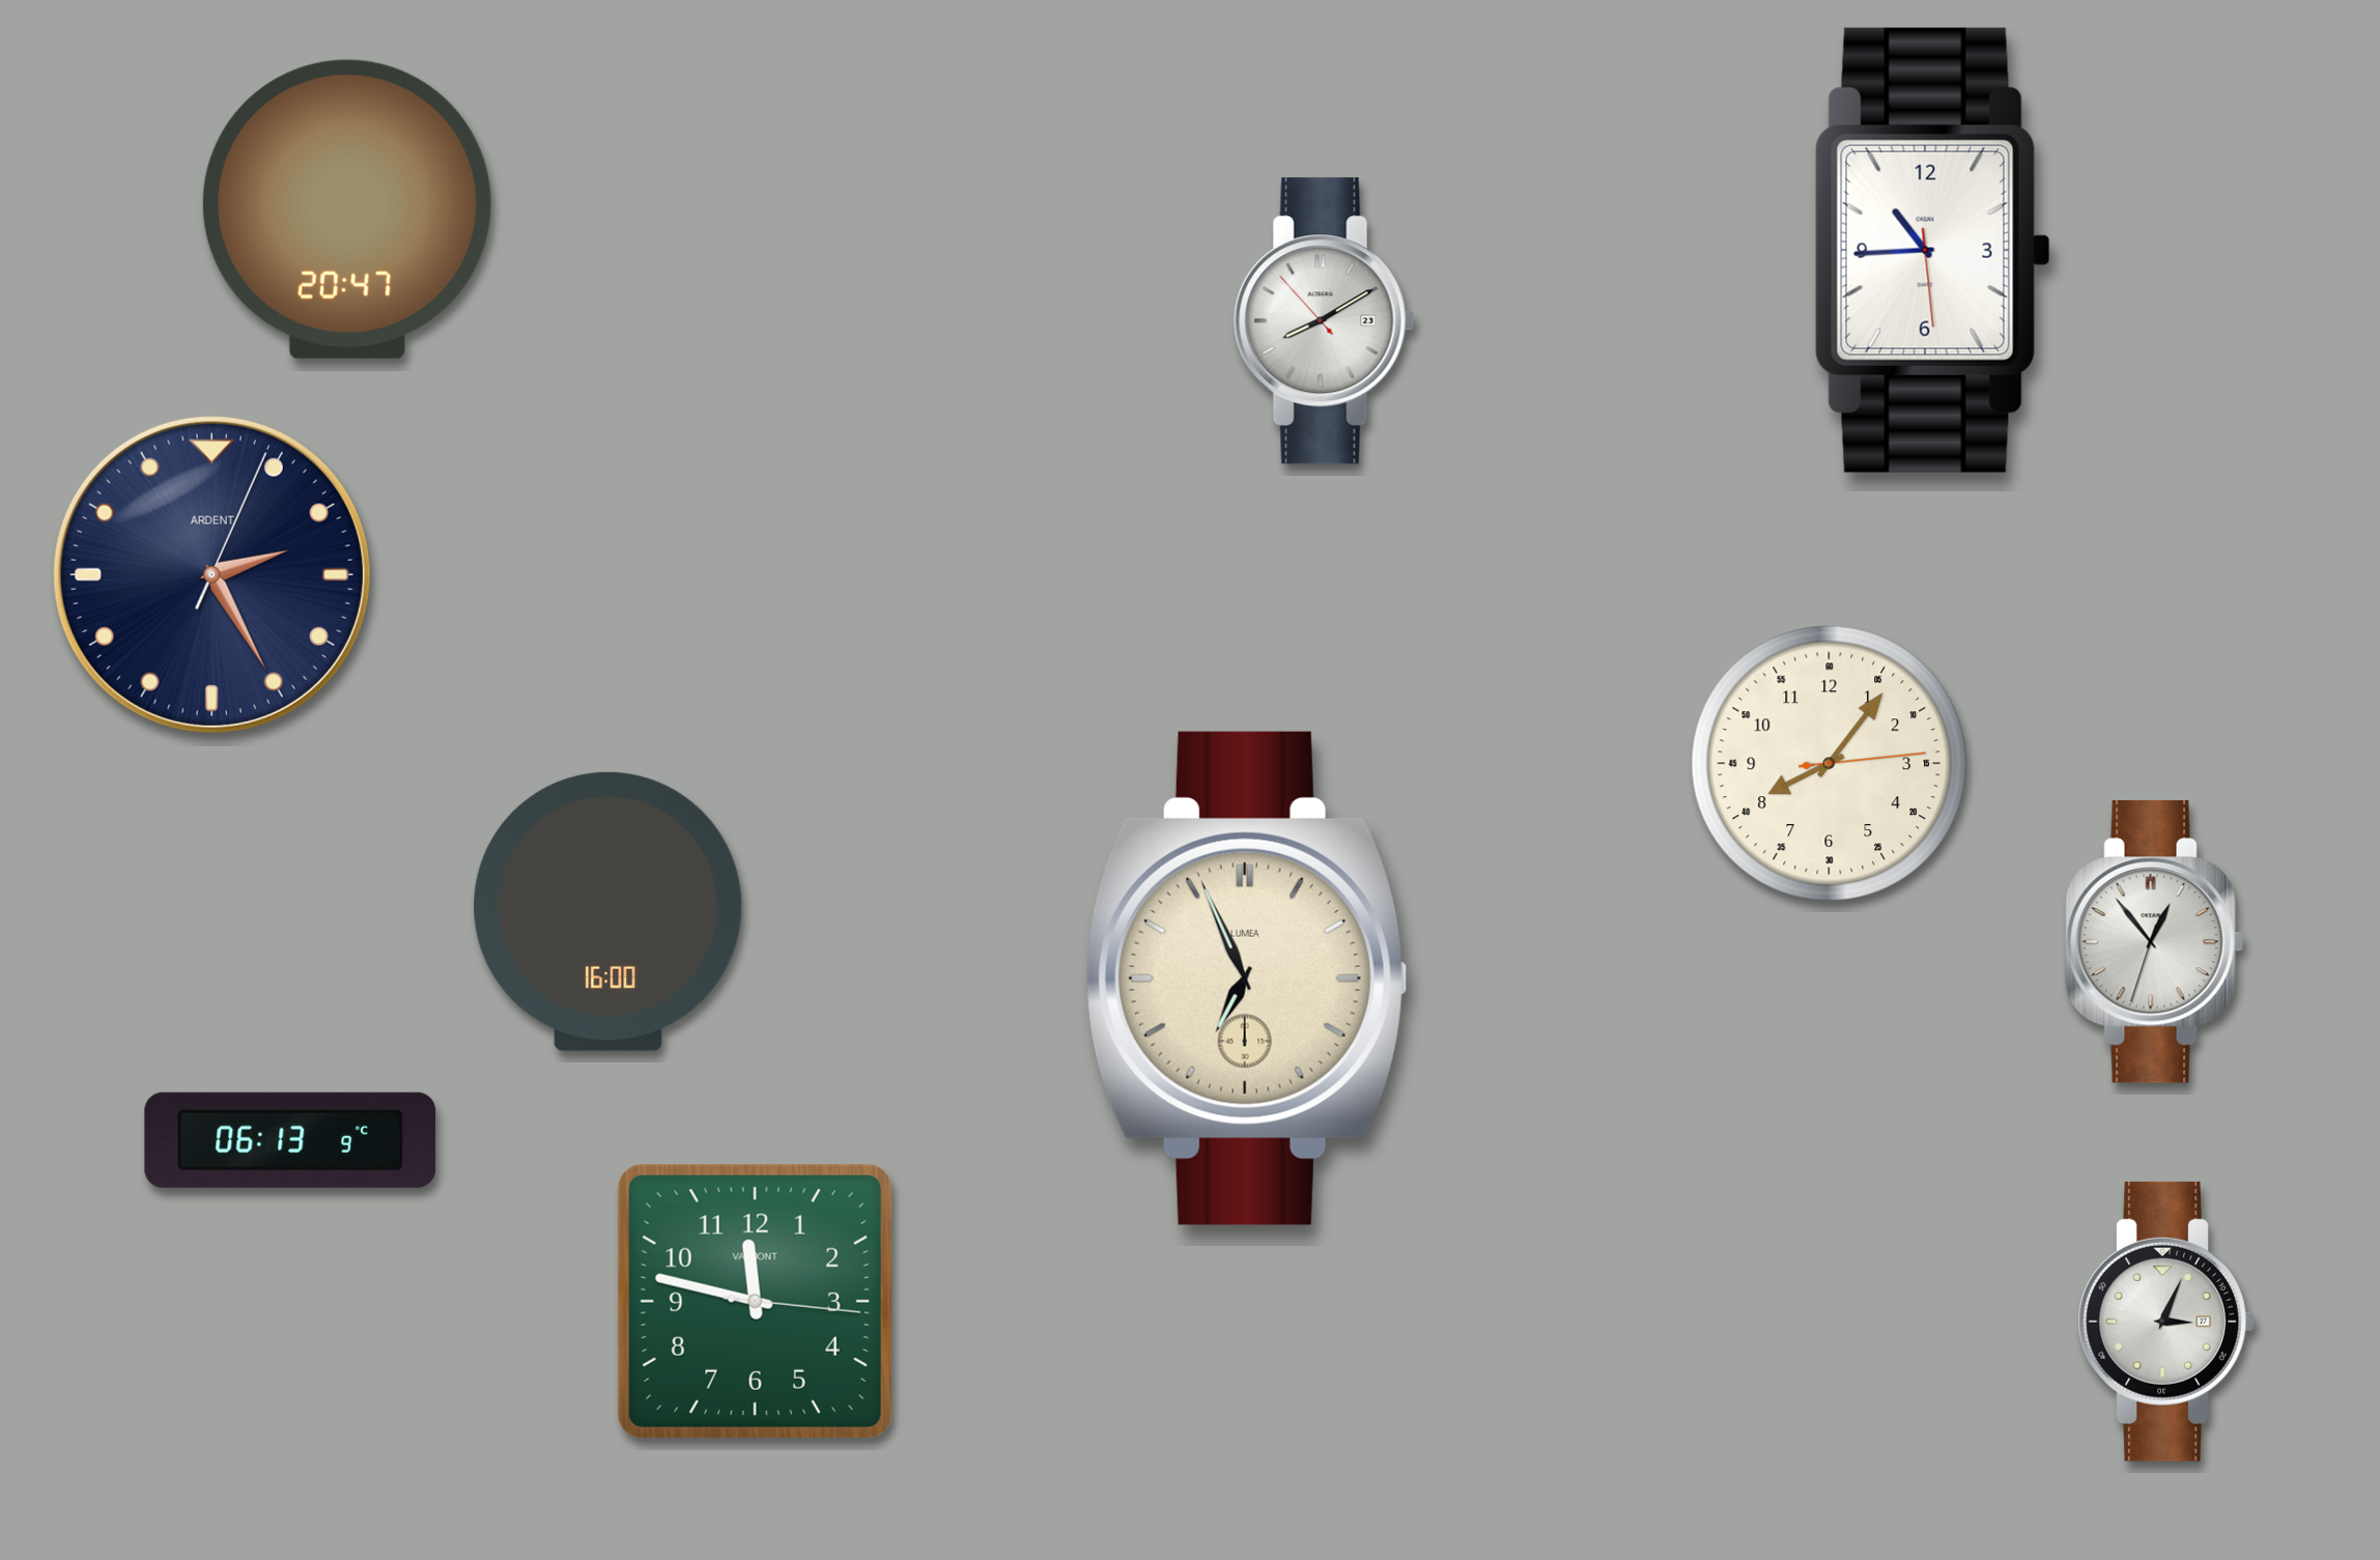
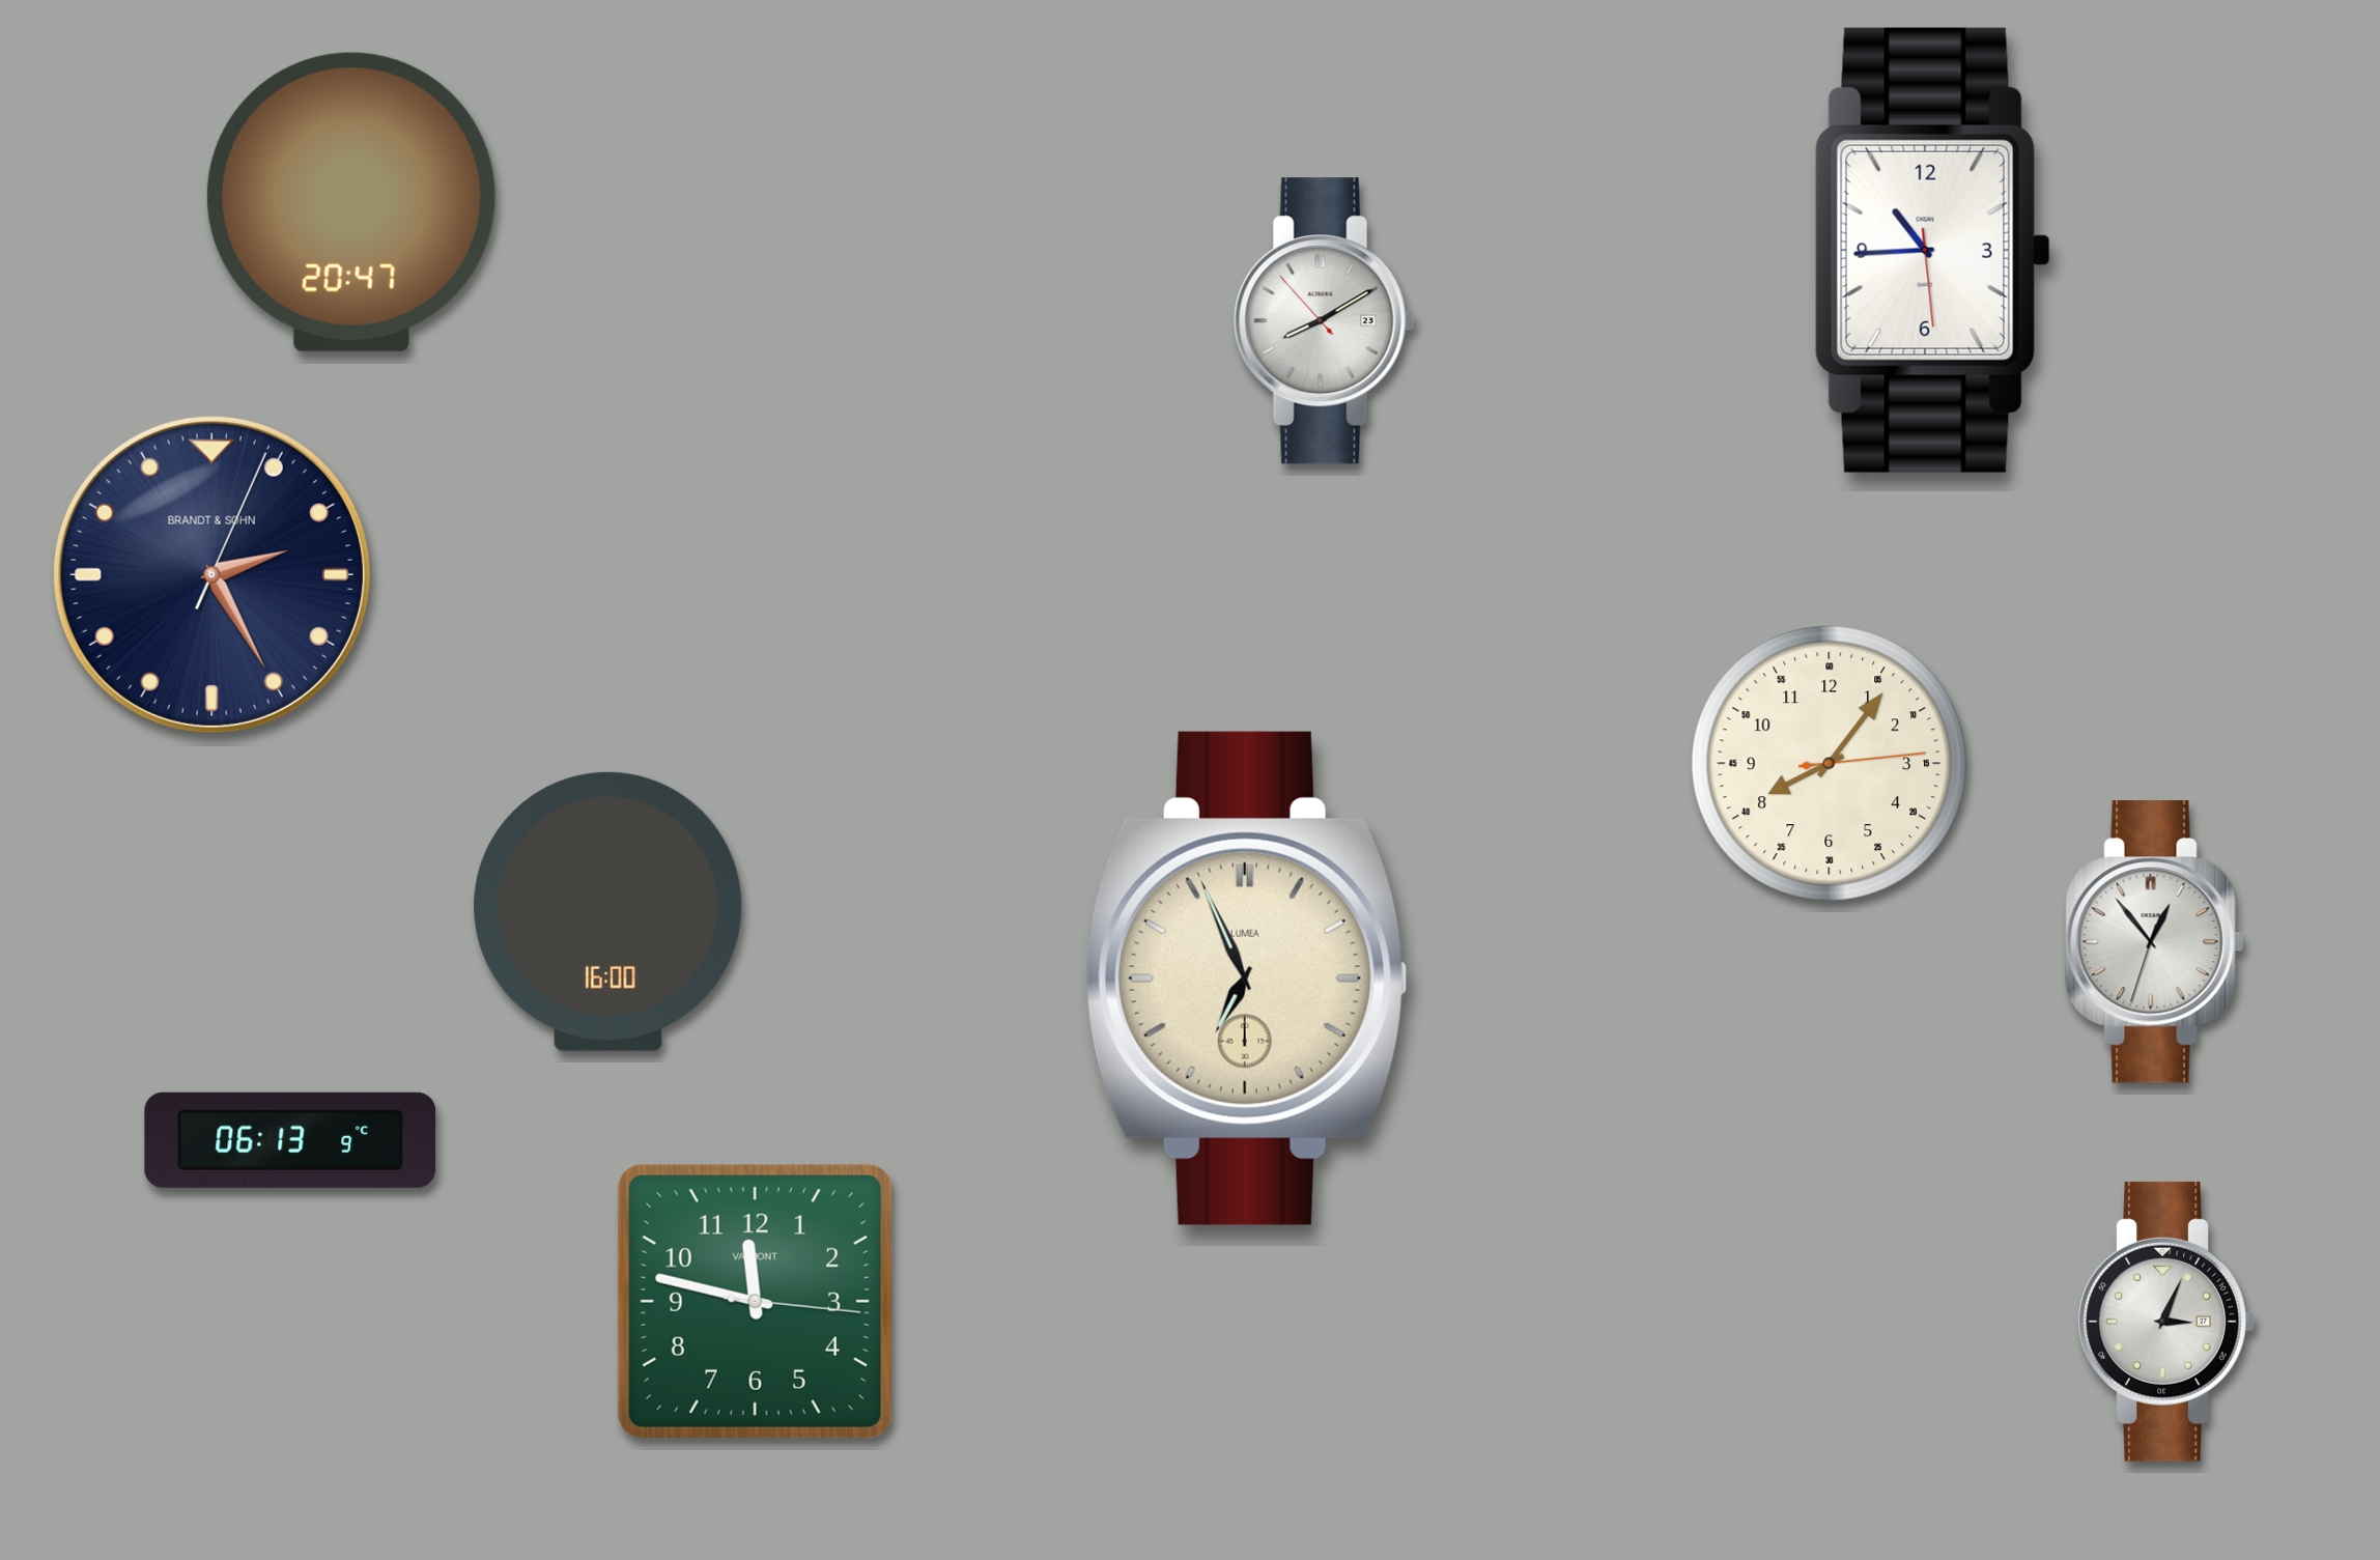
clock at (347, 209) position: (347, 209) -> (351, 202)
clock at (211, 574) brand: ARDENT -> BRANDT & SOHN
